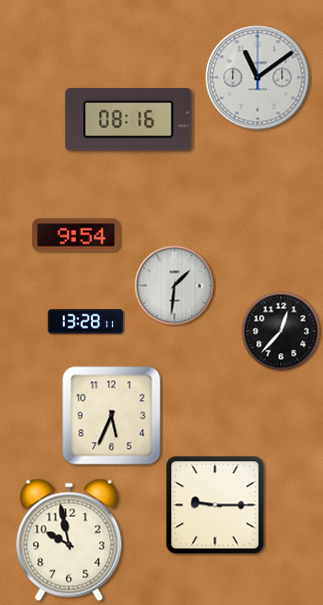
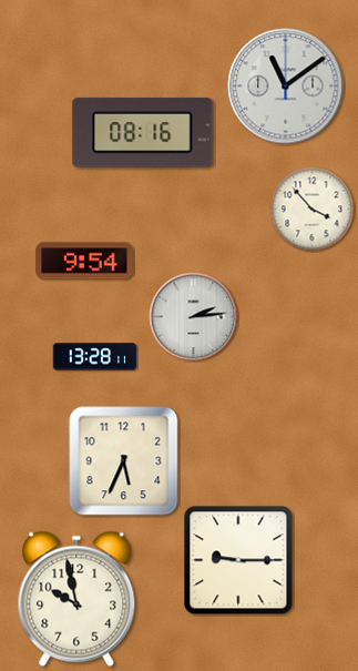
clock at (313, 210): none -> 3:53
clock at (175, 286): 1:31 -> 2:14
clock at (281, 331): 12:37 -> none
